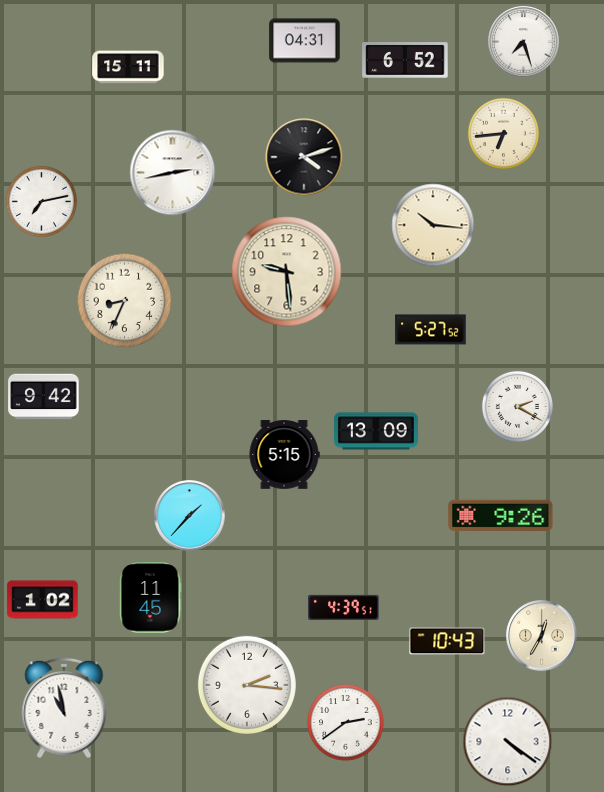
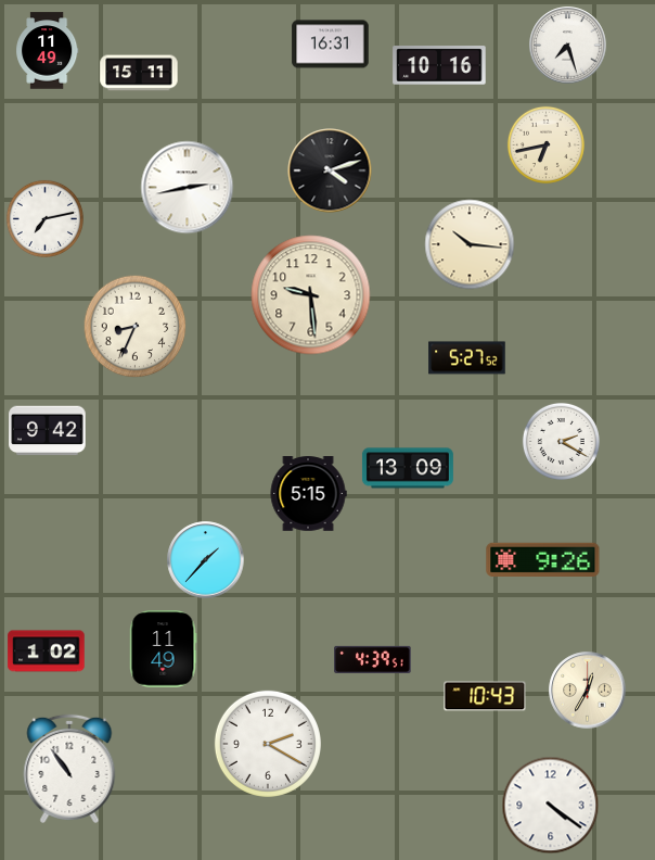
clock at (305, 41): 04:31 -> 16:31
clock at (48, 51): none -> 11:49
clock at (405, 60): 6:52 -> 10:16
clock at (503, 133): 6:44 -> 6:43
clock at (150, 598): 11:45 -> 11:49
clock at (247, 685): 2:16 -> 2:20
clock at (64, 708): 10:58 -> 10:54
clock at (346, 723): 2:39 -> none
